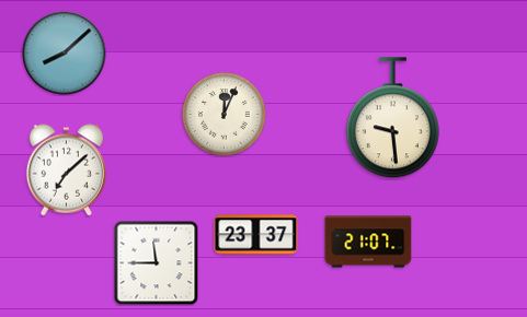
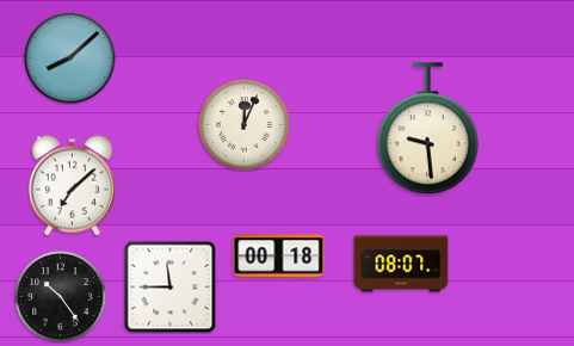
clock at (256, 235): 23:37 -> 00:18
clock at (368, 242): 21:07 -> 08:07
clock at (61, 297): none -> 10:24
